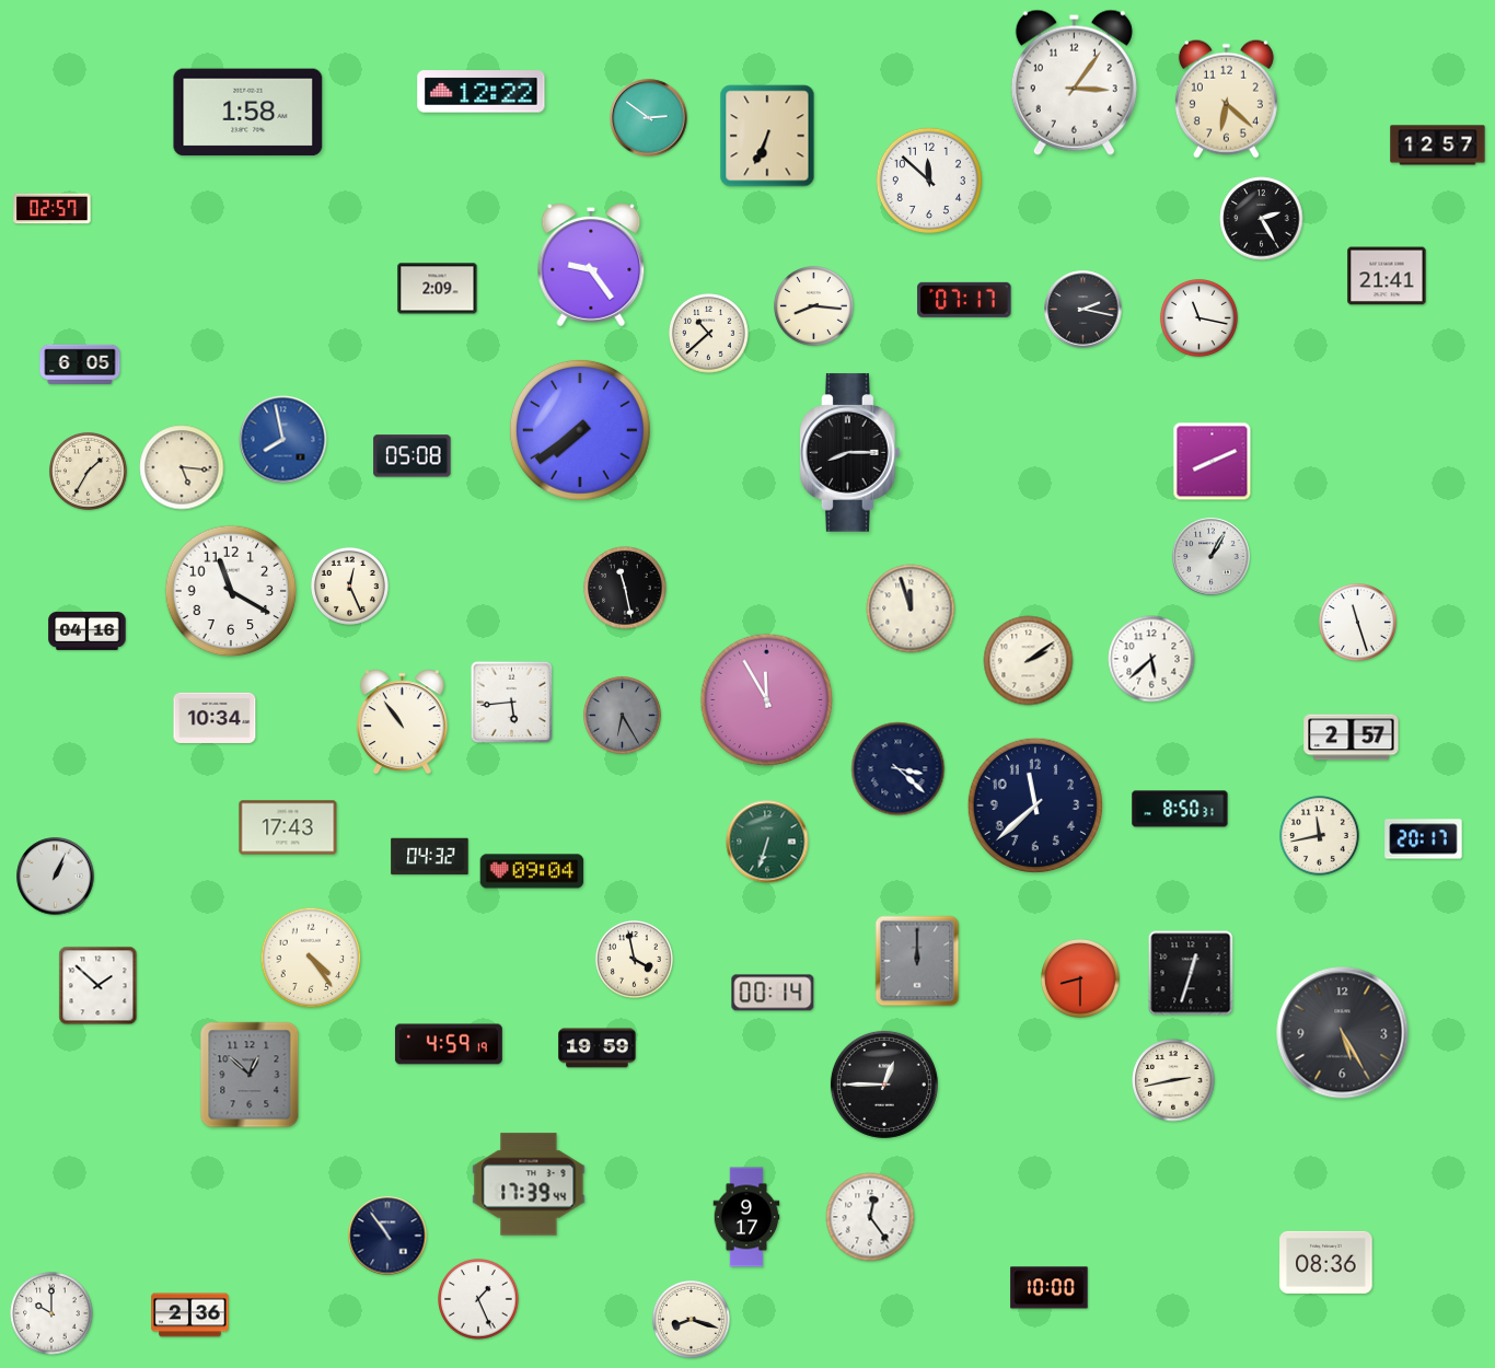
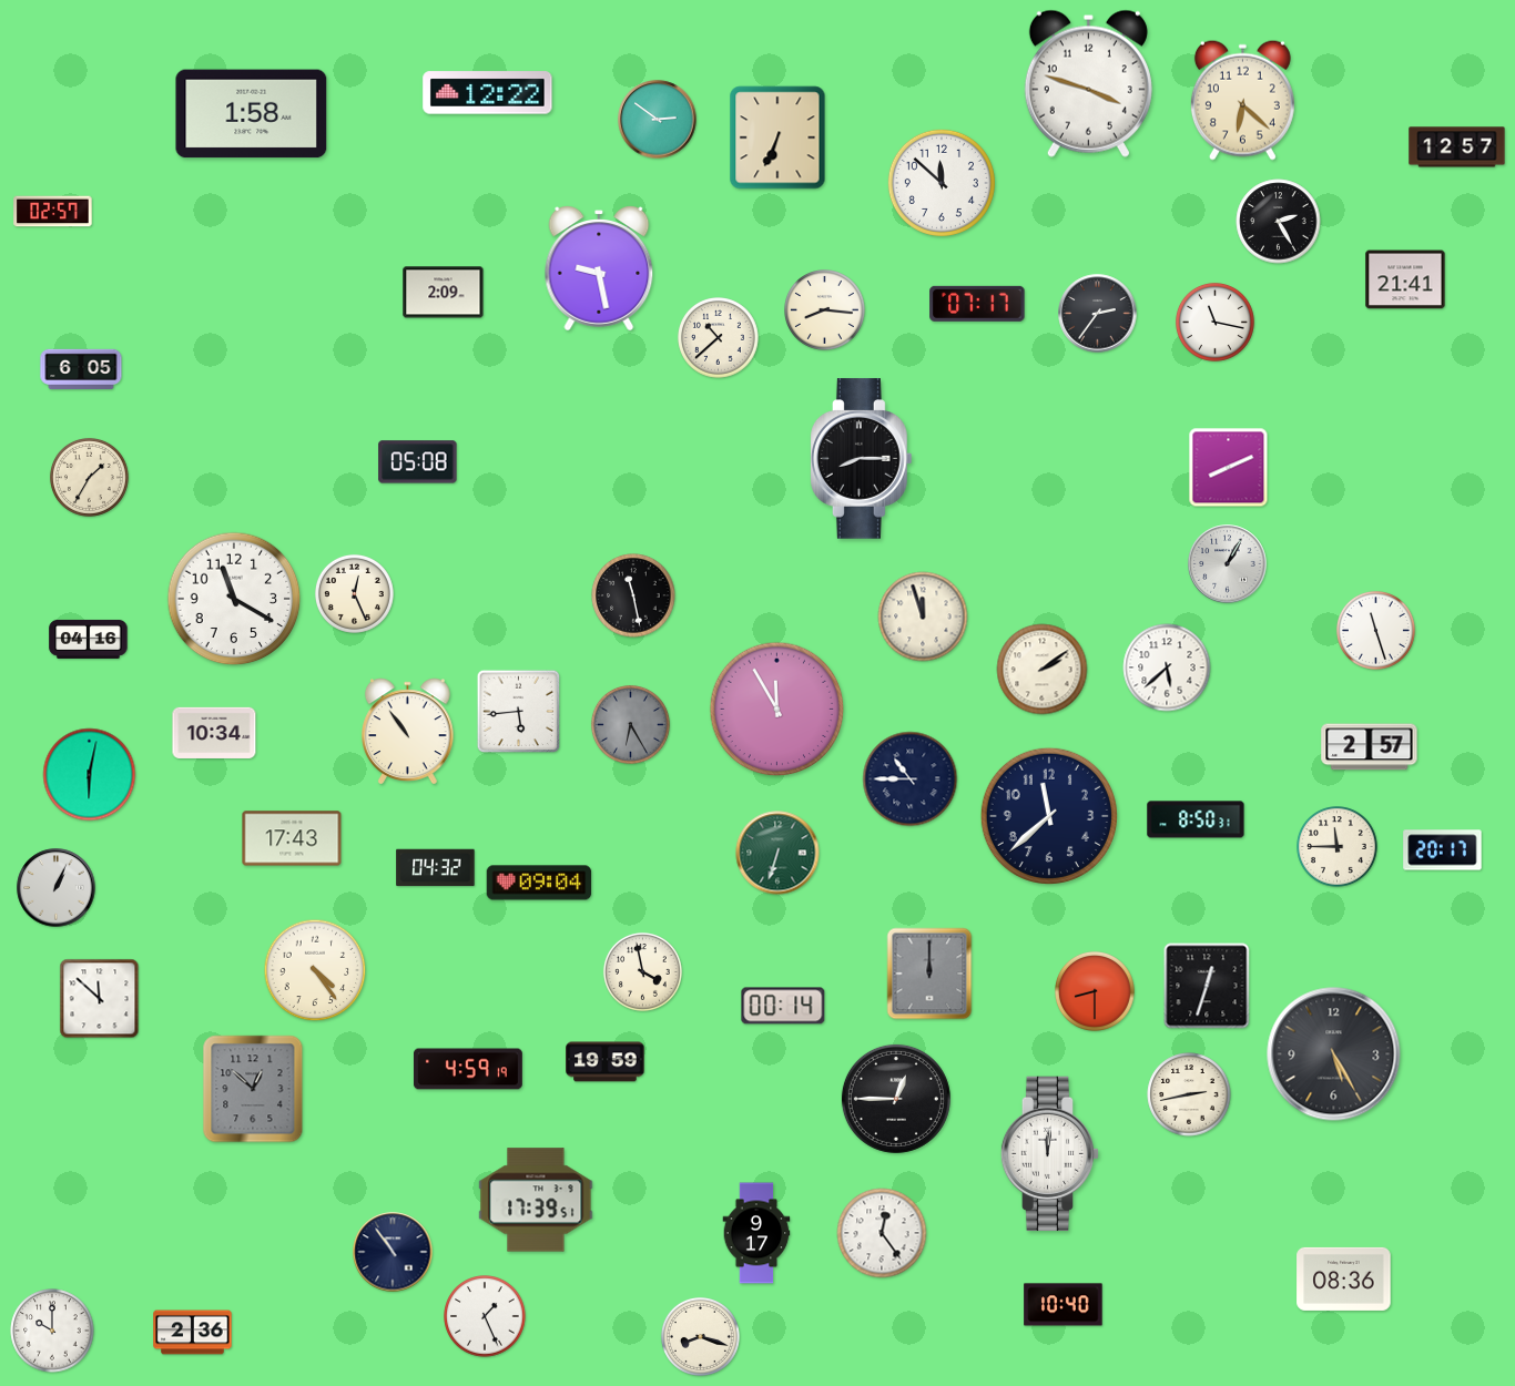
clock at (1074, 82): 3:06 -> 3:48
clock at (591, 265): 9:24 -> 9:28
clock at (1083, 310): 2:17 -> 2:36
clock at (580, 430): 7:39 -> none
clock at (283, 440): 7:58 -> none
clock at (182, 467): 5:16 -> none
clock at (215, 718) position: (215, 718) -> (214, 733)
clock at (90, 775): none -> 6:02
clock at (899, 769): 3:22 -> 10:45
clock at (1320, 836): 11:43 -> 11:45
clock at (98, 986): 1:52 -> 11:52
clock at (1343, 1033) position: (1343, 1033) -> (1334, 1054)
clock at (449, 1044) position: (449, 1044) -> (468, 1069)
clock at (1050, 1154): none -> 12:01
clock at (529, 1184): 17:39:44 -> 17:39:51
clock at (1050, 1288): 10:00 -> 10:40
